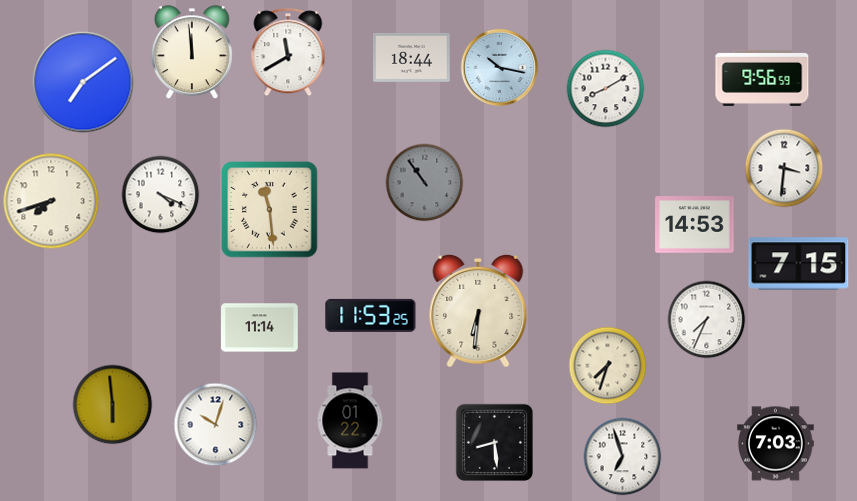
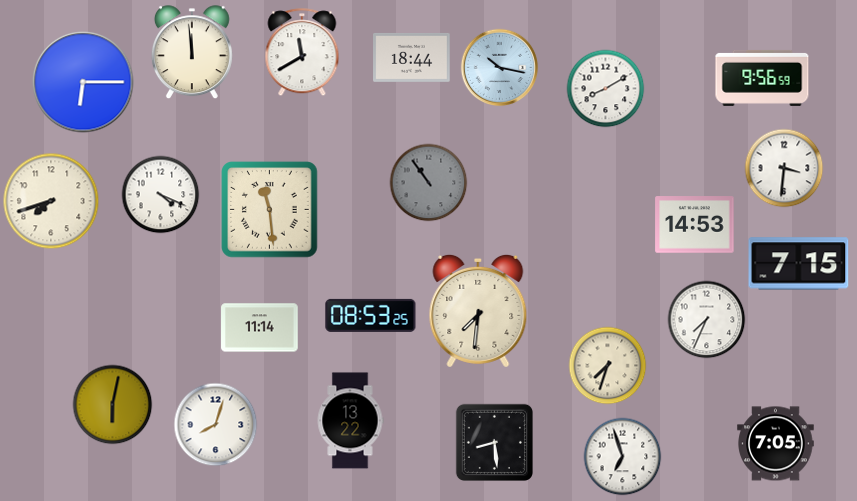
clock at (288, 52) position: (288, 52) -> (302, 52)
clock at (83, 82): 7:09 -> 6:15
clock at (424, 182) position: (424, 182) -> (428, 182)
clock at (478, 311): 6:31 -> 7:31
clock at (371, 315): 11:53 -> 08:53
clock at (112, 404): 5:59 -> 6:02
clock at (350, 421): 01:22 -> 13:22
clock at (215, 424): 10:03 -> 8:03
clock at (776, 444): 7:03 -> 7:05
